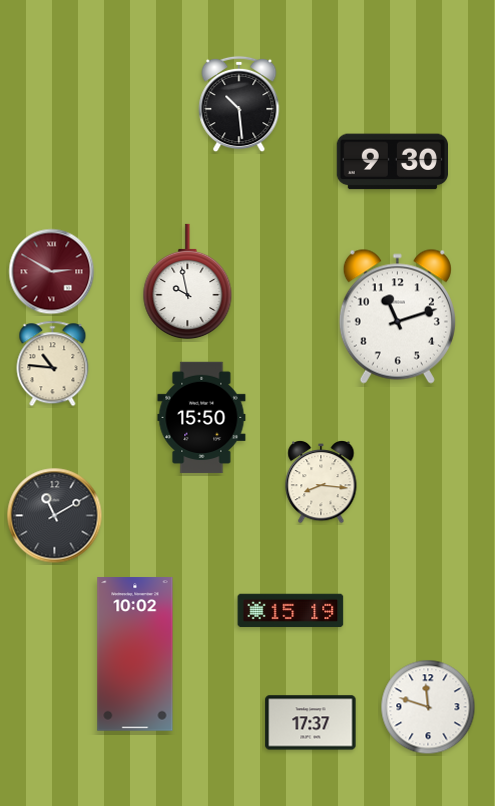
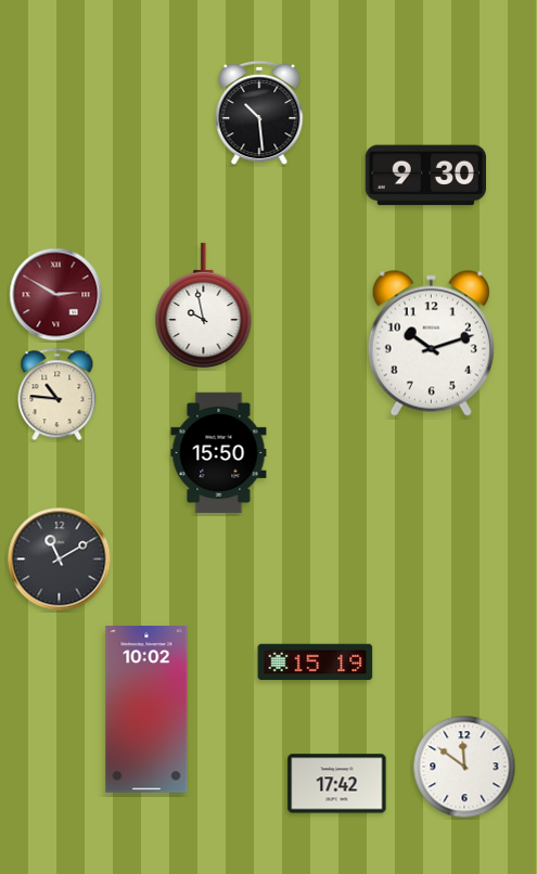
clock at (397, 316): 11:12 -> 10:12
clock at (321, 483): 8:16 -> none
clock at (428, 707): 11:48 -> 11:51
clock at (311, 723): 17:37 -> 17:42
